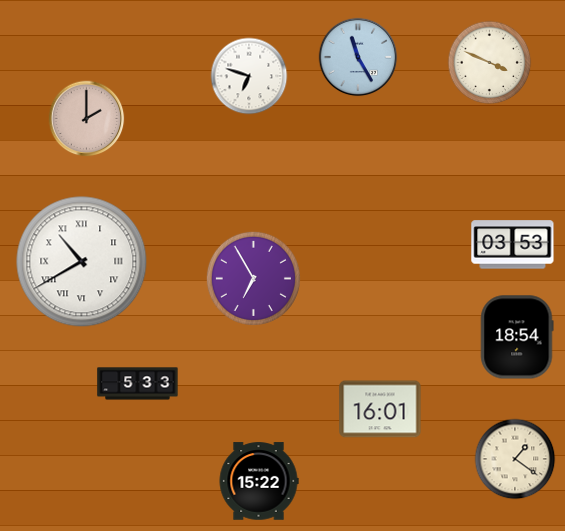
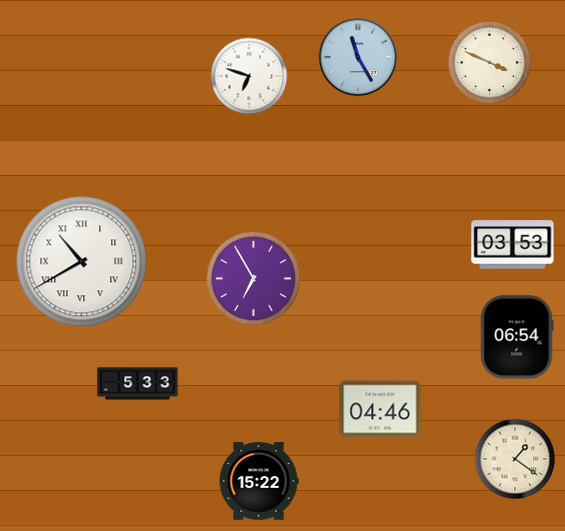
clock at (87, 119): 2:00 -> none
clock at (517, 337): 18:54 -> 06:54
clock at (380, 409): 16:01 -> 04:46
